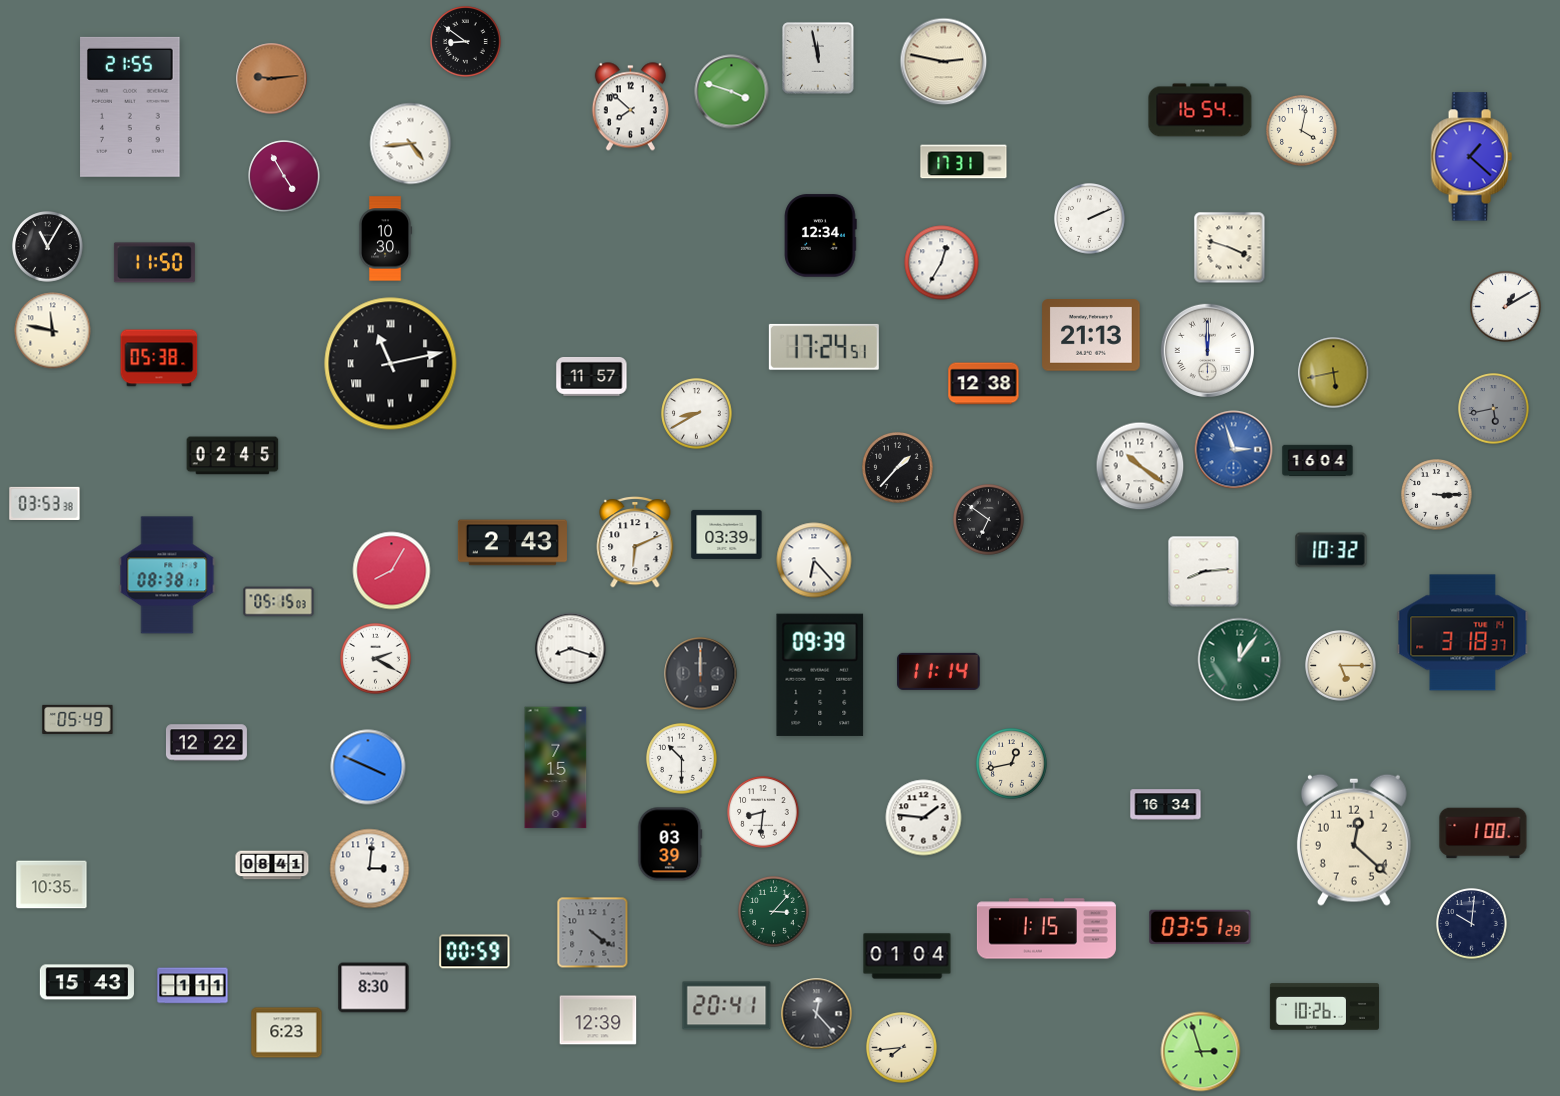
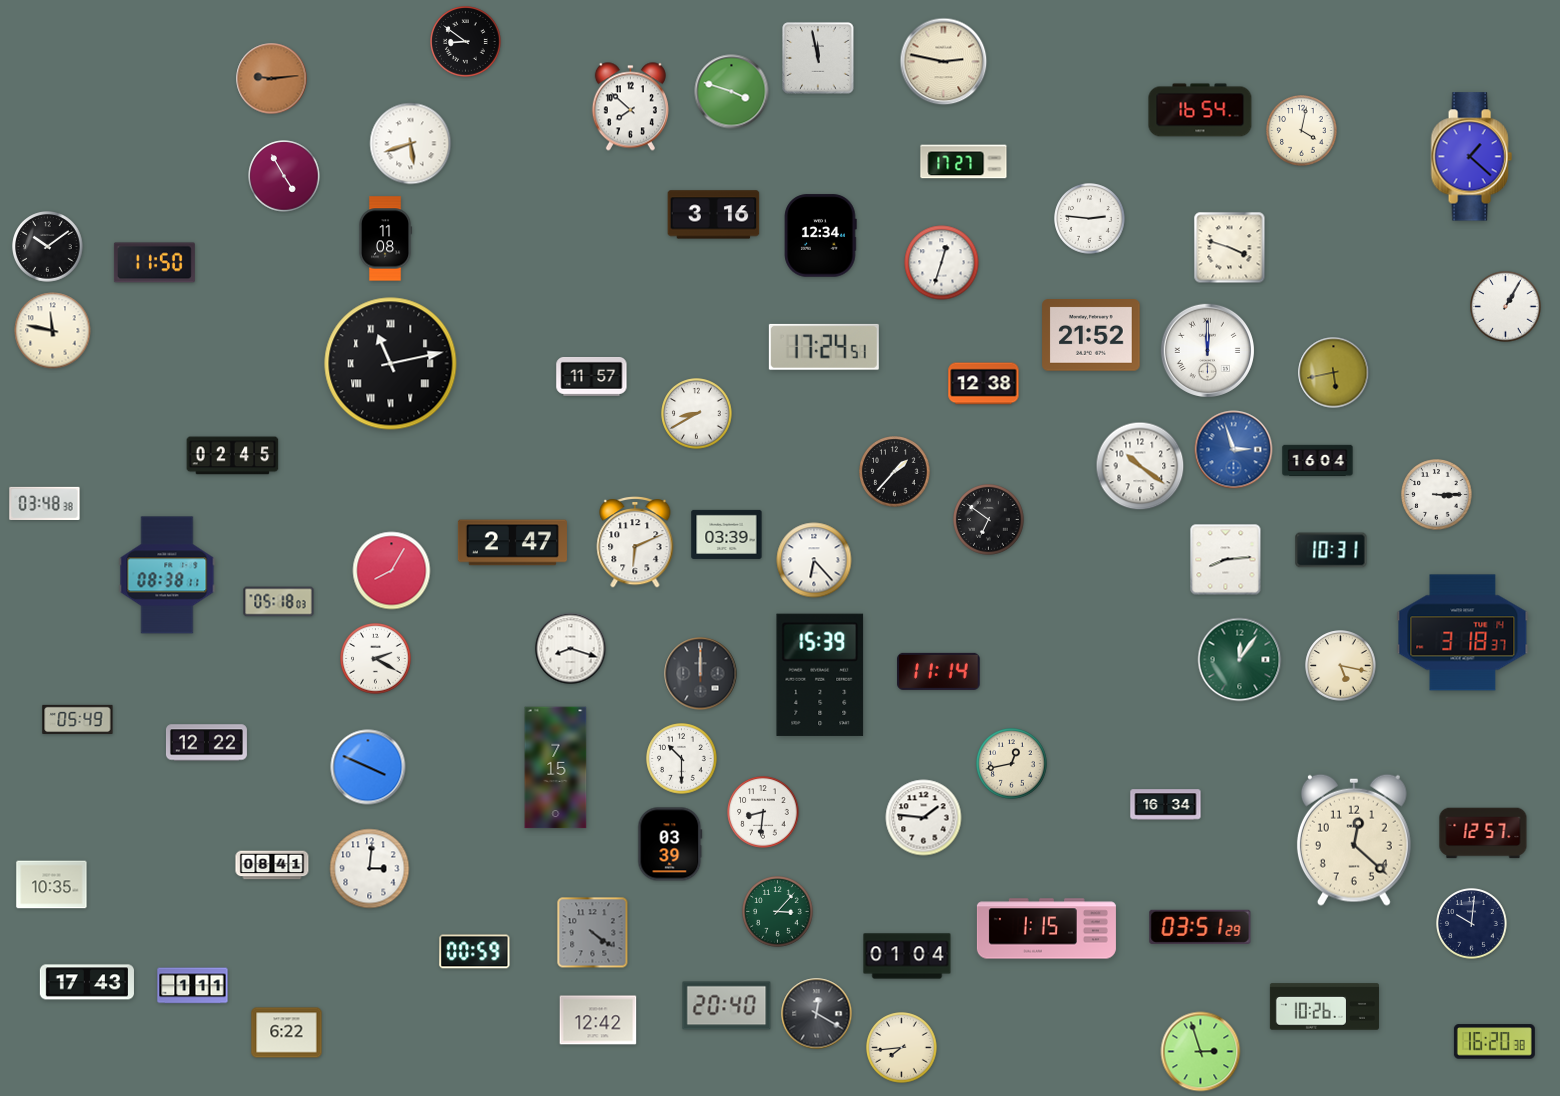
clock at (130, 107): 21:55 -> none
clock at (411, 144): 4:44 -> 5:42
clock at (964, 162): 17:31 -> 17:27
clock at (714, 215): none -> 3:16
clock at (1090, 219): 2:11 -> 2:46
clock at (385, 239): 10:30 -> 11:08
clock at (48, 247): 11:05 -> 10:09
clock at (942, 263): 12:35 -> 12:33
clock at (1506, 307): 1:10 -> 1:05
clock at (1091, 335): 21:13 -> 21:52
clock at (159, 358): 05:38 -> none
clock at (1494, 409): 5:43 -> none
clock at (898, 468) position: (898, 468) -> (895, 472)
clock at (45, 503): 03:53 -> 03:48
clock at (512, 543): 2:43 -> 2:47
clock at (1331, 550): 10:32 -> 10:31
clock at (1204, 572) position: (1204, 572) -> (1226, 560)
clock at (279, 602): 05:15 -> 05:18
clock at (1341, 666): 5:15 -> 5:17
clock at (820, 675): 09:39 -> 15:39
clock at (1483, 833): 1:00 -> 12:57
clock at (774, 912) position: (774, 912) -> (778, 912)
clock at (87, 982): 15:43 -> 17:43
clock at (374, 988): 8:30 -> none
clock at (727, 1006): 20:41 -> 20:40
clock at (817, 1014): 12:23 -> 12:20
clock at (598, 1020): 12:39 -> 12:42
clock at (287, 1033): 6:23 -> 6:22
clock at (1494, 1042): none -> 16:20
